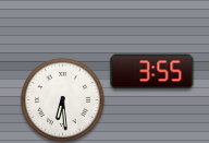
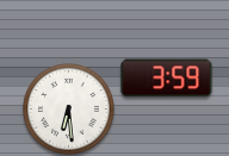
clock at (152, 72): 3:55 -> 3:59
